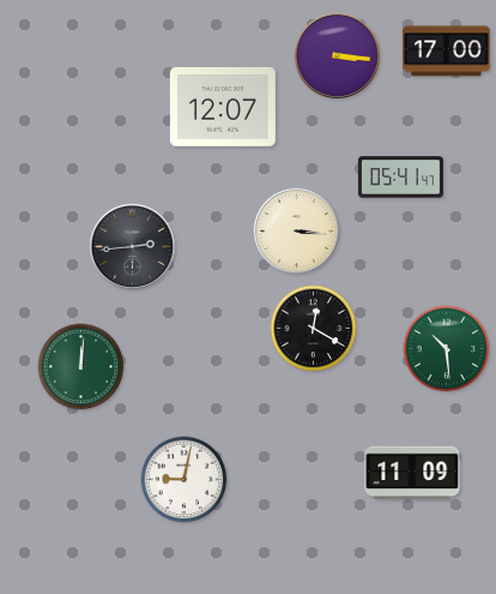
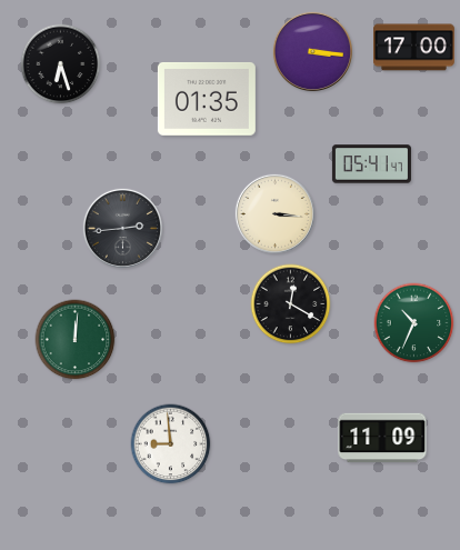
clock at (61, 64): none -> 6:27
clock at (223, 107): 12:07 -> 01:35
clock at (447, 349): 10:29 -> 10:34
clock at (185, 480): 9:02 -> 8:59
